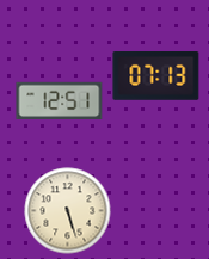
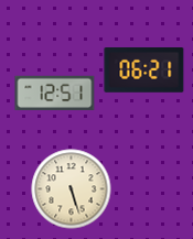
clock at (156, 76): 07:13 -> 06:21
clock at (68, 211) position: (68, 211) -> (72, 189)
